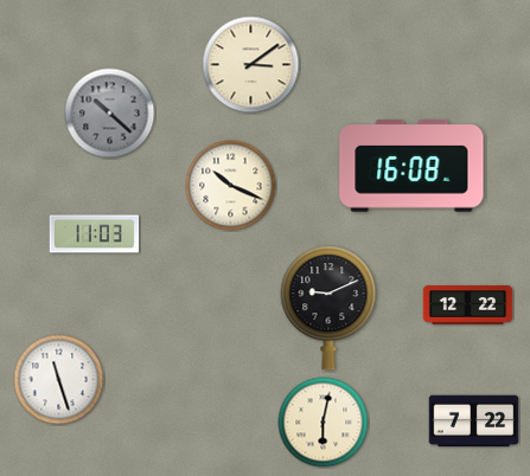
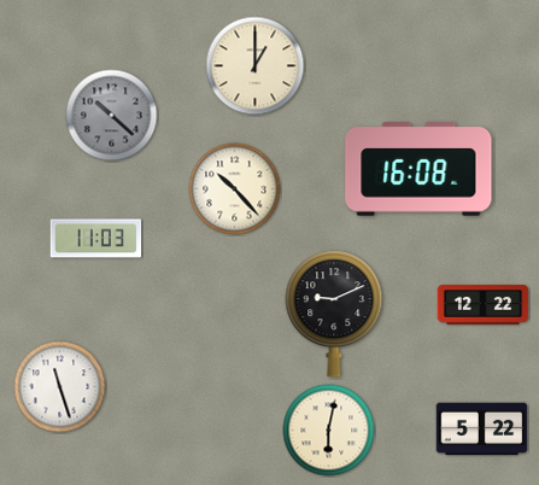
clock at (251, 65): 3:09 -> 1:00
clock at (231, 186): 10:19 -> 10:23
clock at (468, 305) position: (468, 305) -> (484, 305)
clock at (474, 422): 7:22 -> 5:22
